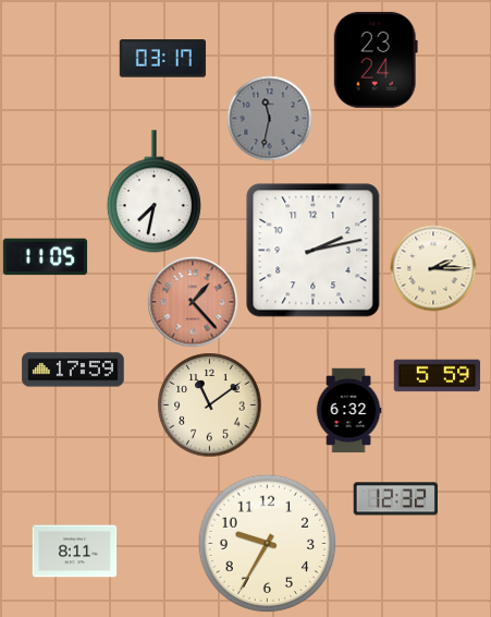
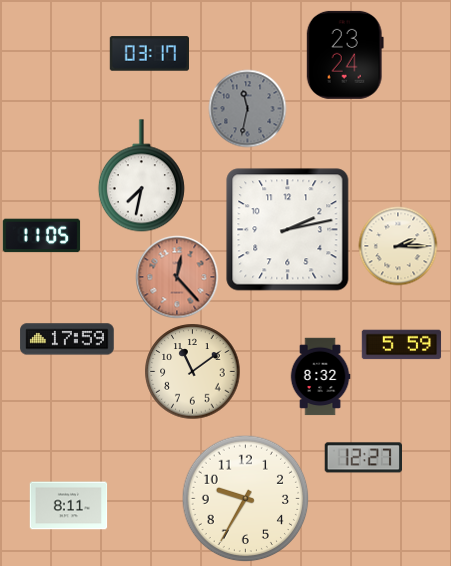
clock at (193, 302): 1:23 -> 12:23
clock at (348, 410): 6:32 -> 8:32
clock at (395, 499): 12:32 -> 12:27
